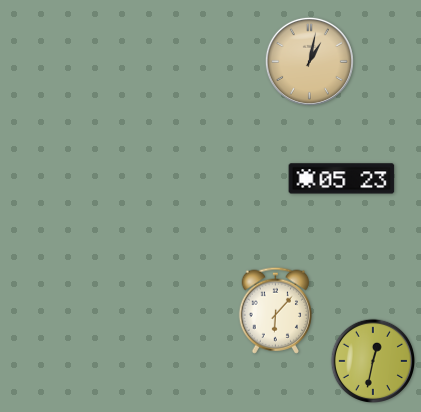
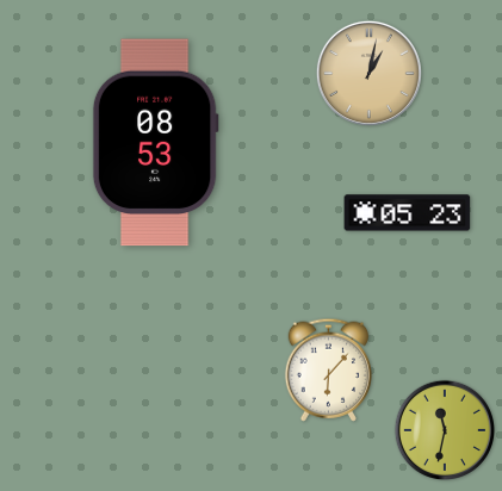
clock at (155, 143): none -> 08:53
clock at (372, 360): 12:32 -> 11:32
